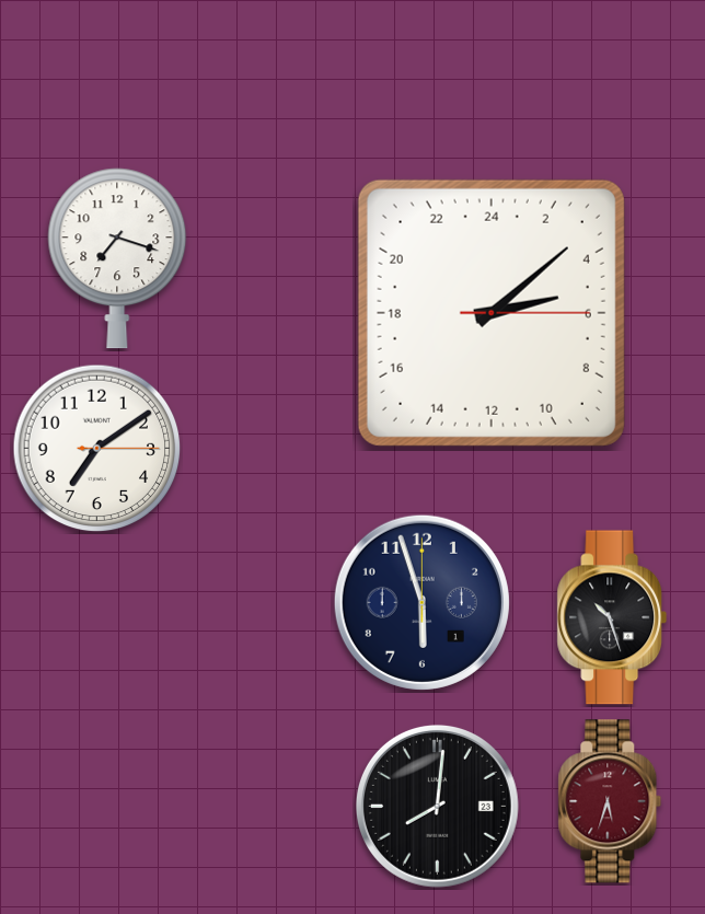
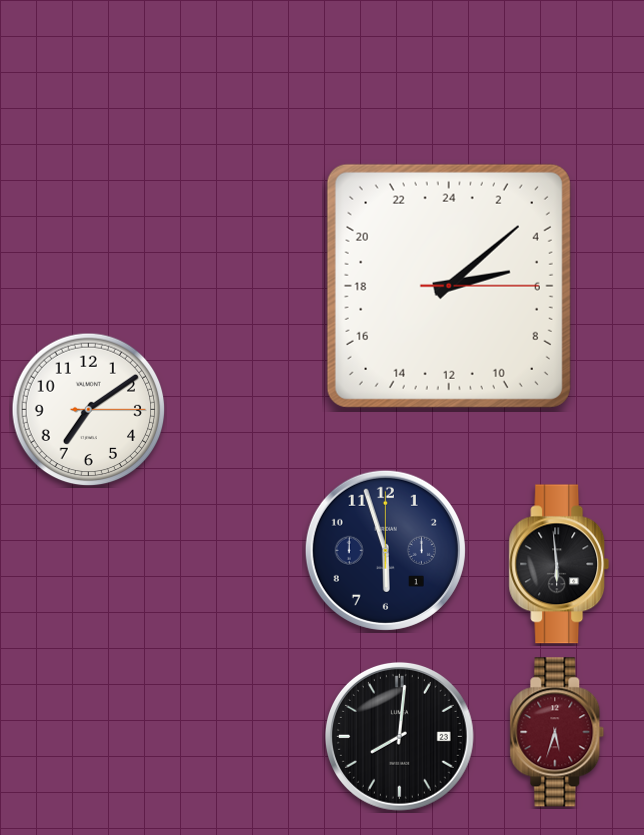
clock at (117, 258): 7:18 -> none
clock at (612, 617): 10:27 -> 5:59
